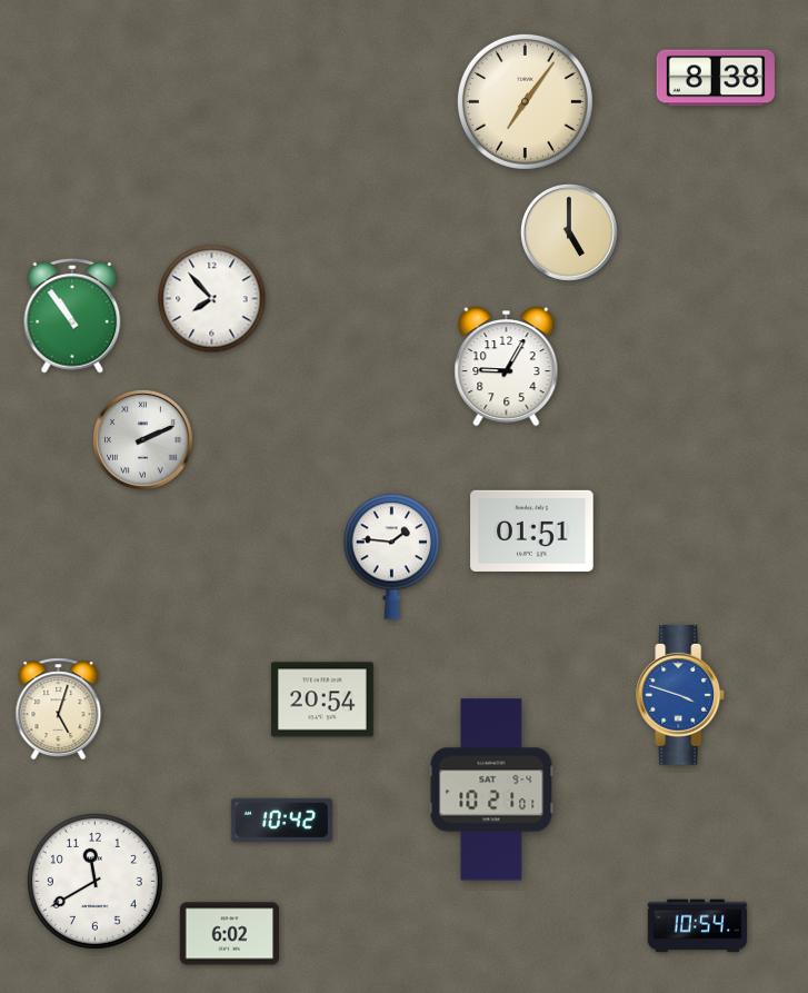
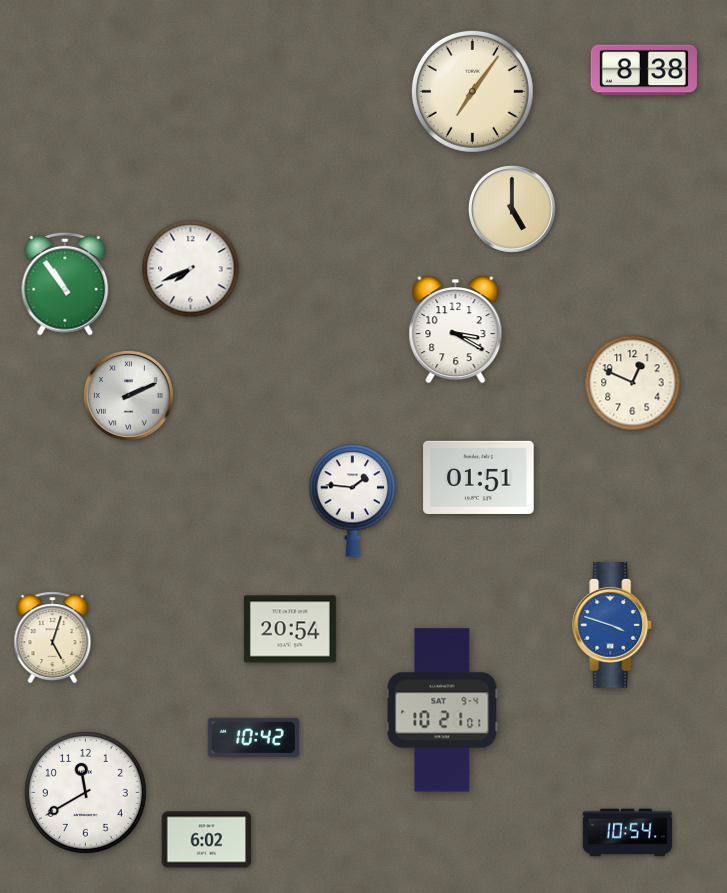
clock at (212, 299): 7:53 -> 7:41
clock at (507, 367): 9:05 -> 3:20
clock at (633, 383): none -> 12:49
